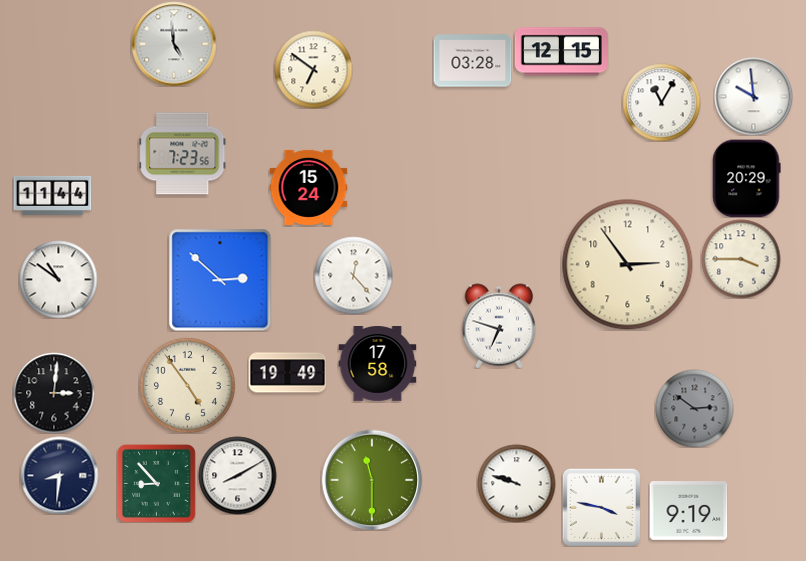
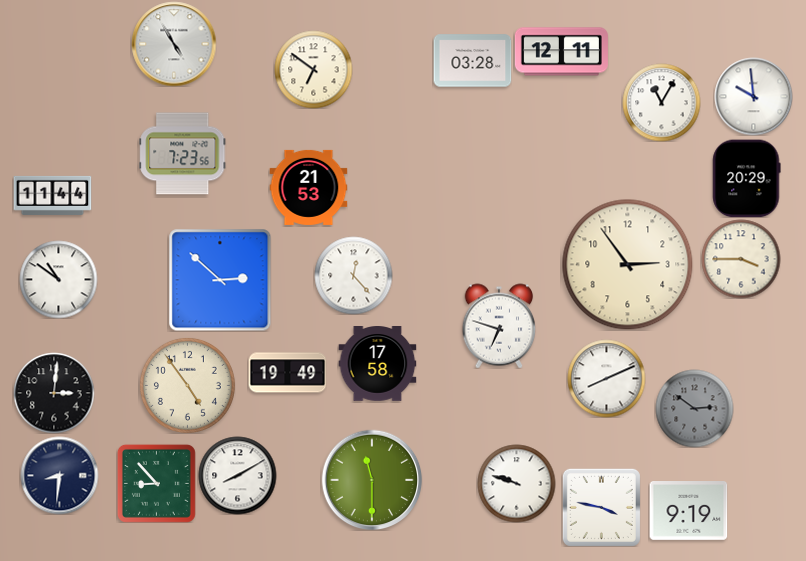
clock at (174, 44): 4:59 -> 4:55
clock at (561, 52): 12:15 -> 12:11
clock at (308, 187): 15:24 -> 21:53
clock at (606, 378): none -> 8:11
